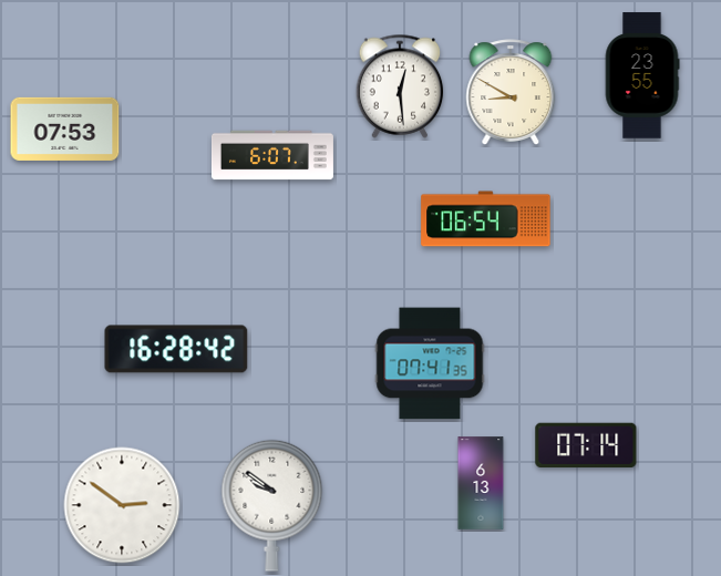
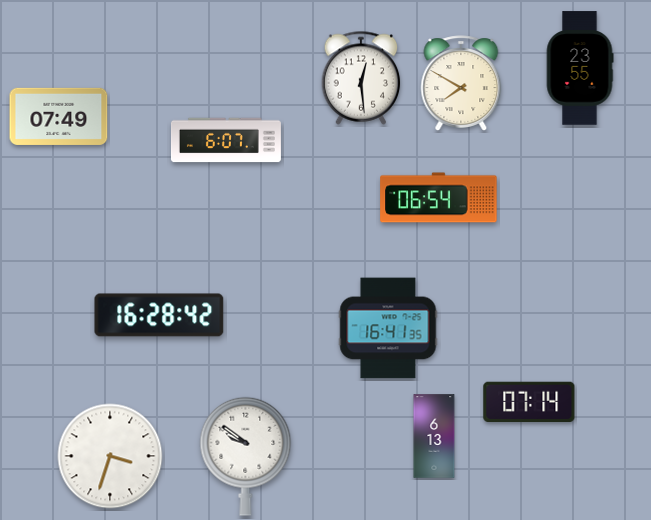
clock at (511, 92): 8:50 -> 7:50
clock at (65, 128): 07:53 -> 07:49
clock at (272, 155) position: (272, 155) -> (226, 140)
clock at (430, 363): 07:41 -> 16:41
clock at (122, 505): 2:51 -> 3:33
